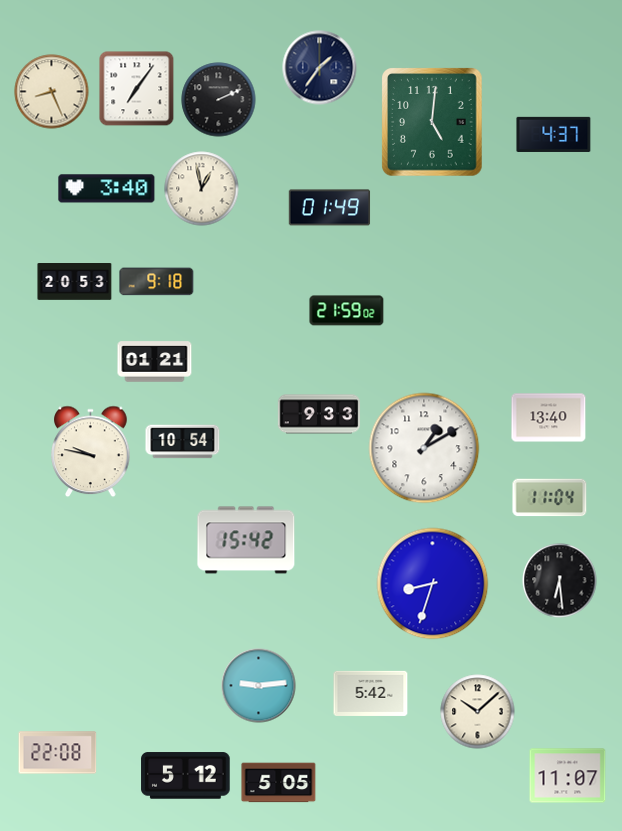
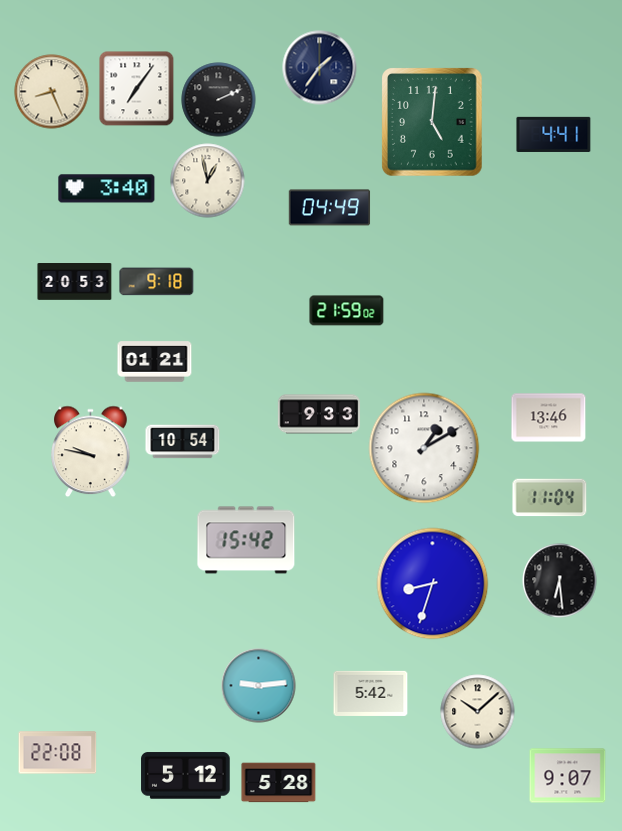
clock at (554, 134): 4:37 -> 4:41
clock at (202, 189) position: (202, 189) -> (208, 181)
clock at (330, 208): 01:49 -> 04:49
clock at (549, 418): 13:40 -> 13:46
clock at (568, 776): 11:07 -> 9:07
clock at (279, 783): 5:05 -> 5:28
